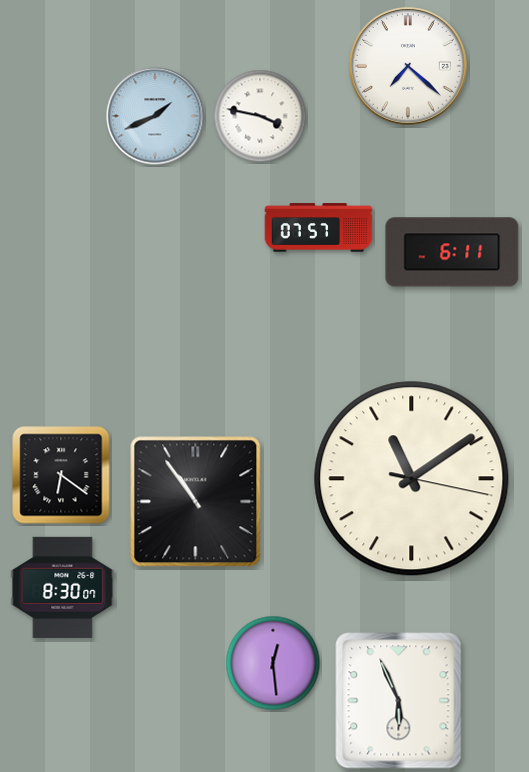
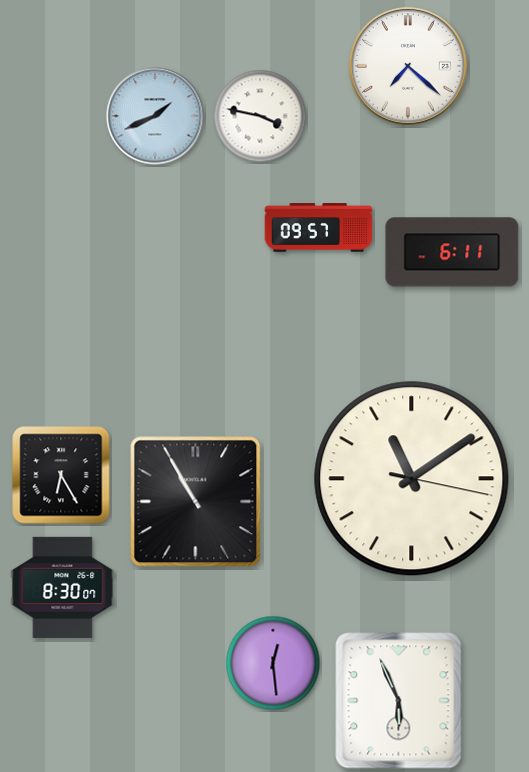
clock at (319, 228): 07:57 -> 09:57
clock at (61, 475): 6:21 -> 6:25
clock at (196, 502): 10:54 -> 10:55
